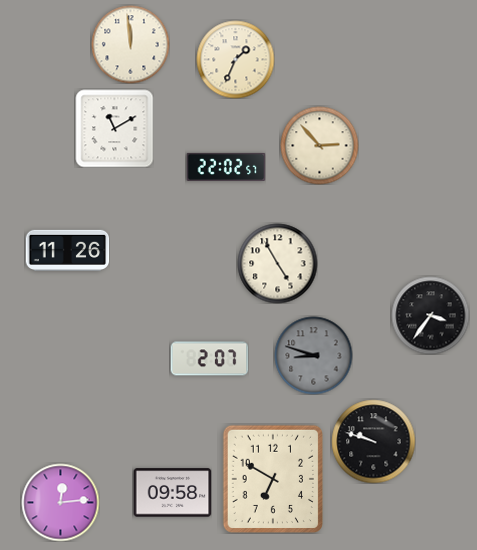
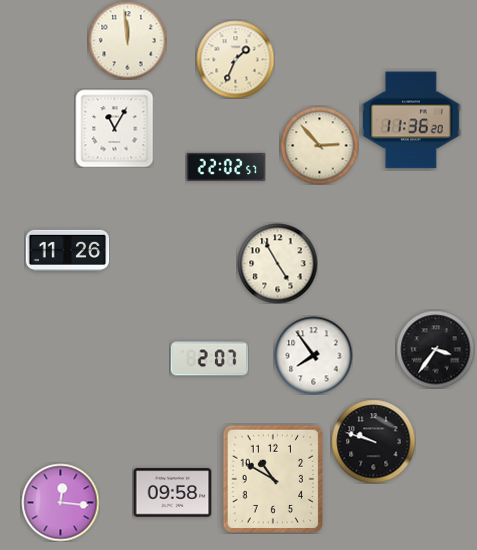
clock at (130, 44) position: (130, 44) -> (127, 40)
clock at (412, 120): none -> 11:36
clock at (114, 128): 11:10 -> 11:05
clock at (430, 315) position: (430, 315) -> (435, 349)
clock at (313, 355): 8:48 -> 7:54
clock at (313, 355) dial: grey -> white
clock at (272, 478): 6:50 -> 10:50
clock at (60, 502): 12:14 -> 12:16
